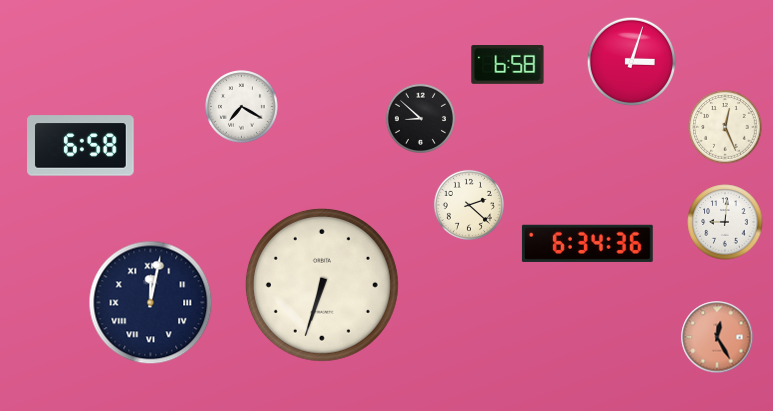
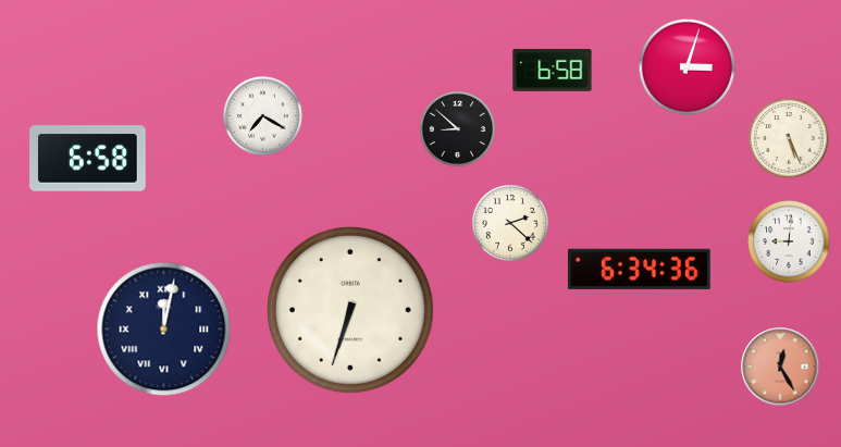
clock at (725, 127): 12:26 -> 5:26
clock at (587, 243) position: (587, 243) -> (639, 269)
